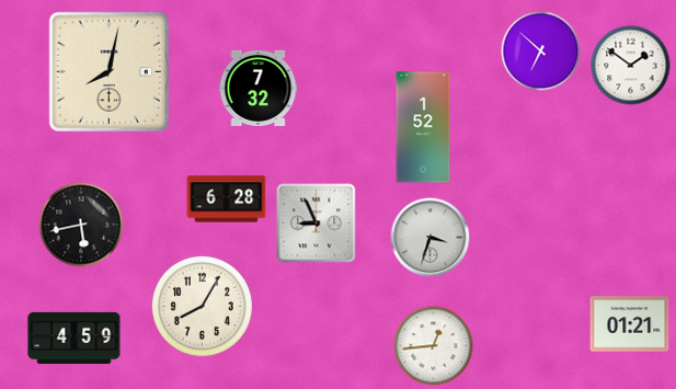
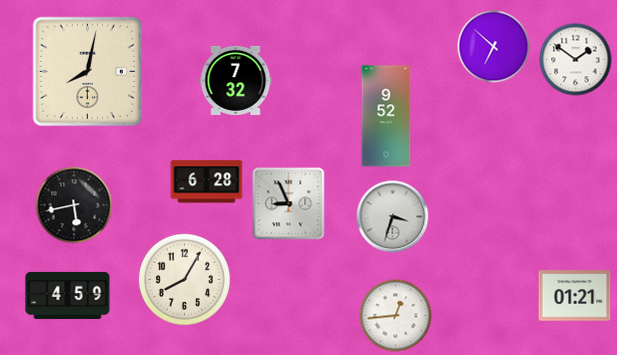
clock at (110, 72) position: (110, 72) -> (88, 72)
clock at (423, 127): 1:52 -> 9:52
clock at (75, 337) position: (75, 337) -> (68, 295)
